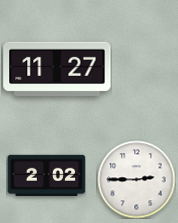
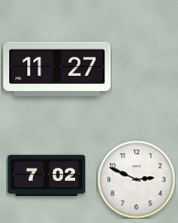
clock at (46, 175): 2:02 -> 7:02
clock at (136, 179): 2:45 -> 2:49
